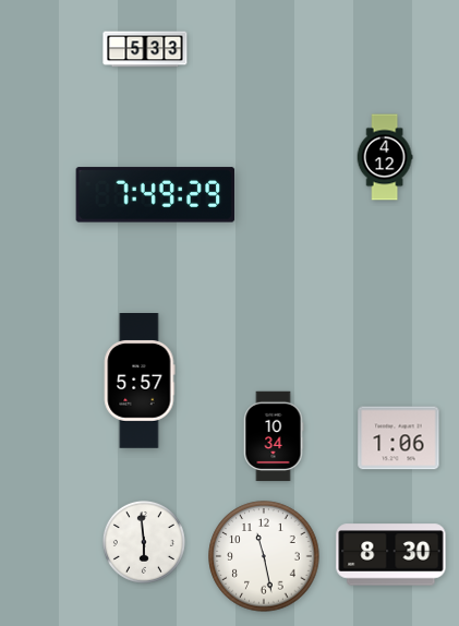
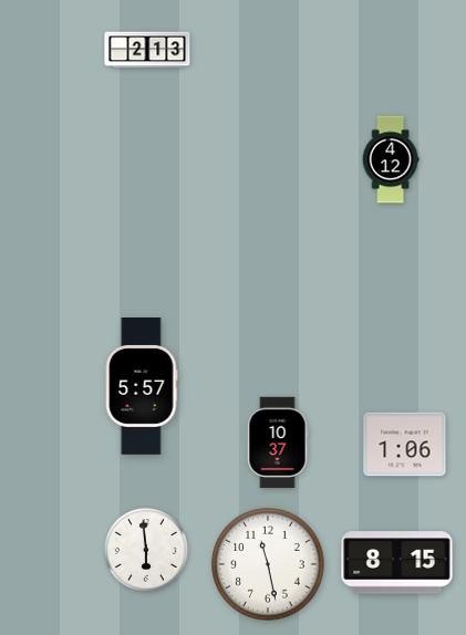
clock at (145, 49): 5:33 -> 2:13
clock at (156, 195): 7:49 -> none
clock at (274, 436): 10:34 -> 10:37
clock at (391, 555): 8:30 -> 8:15
